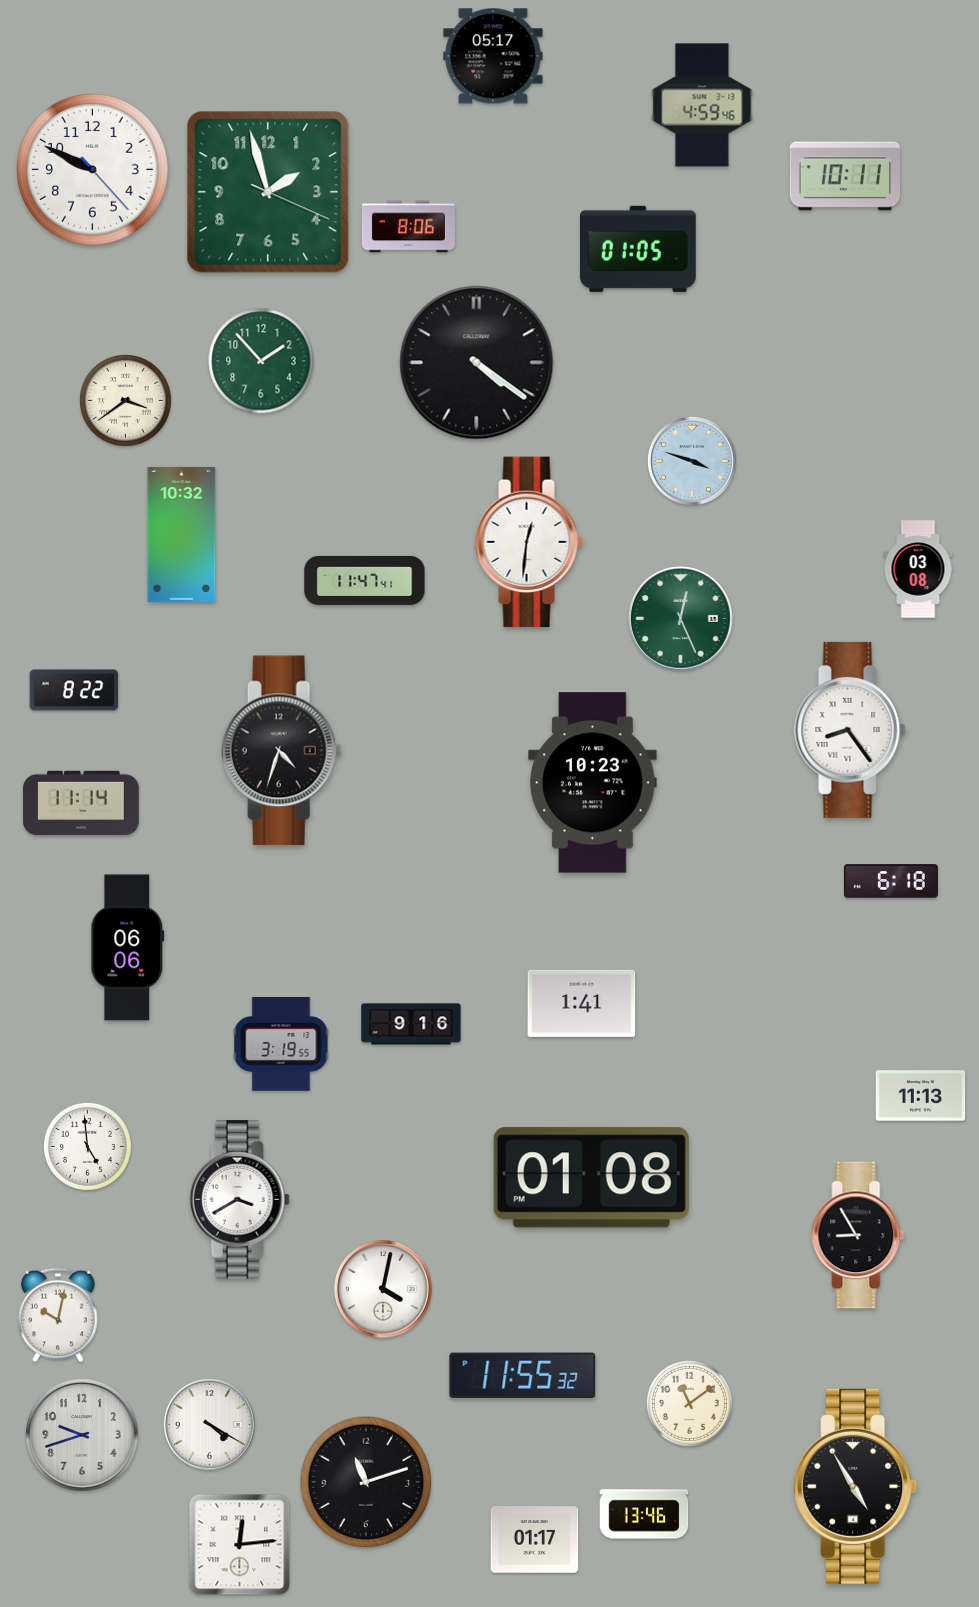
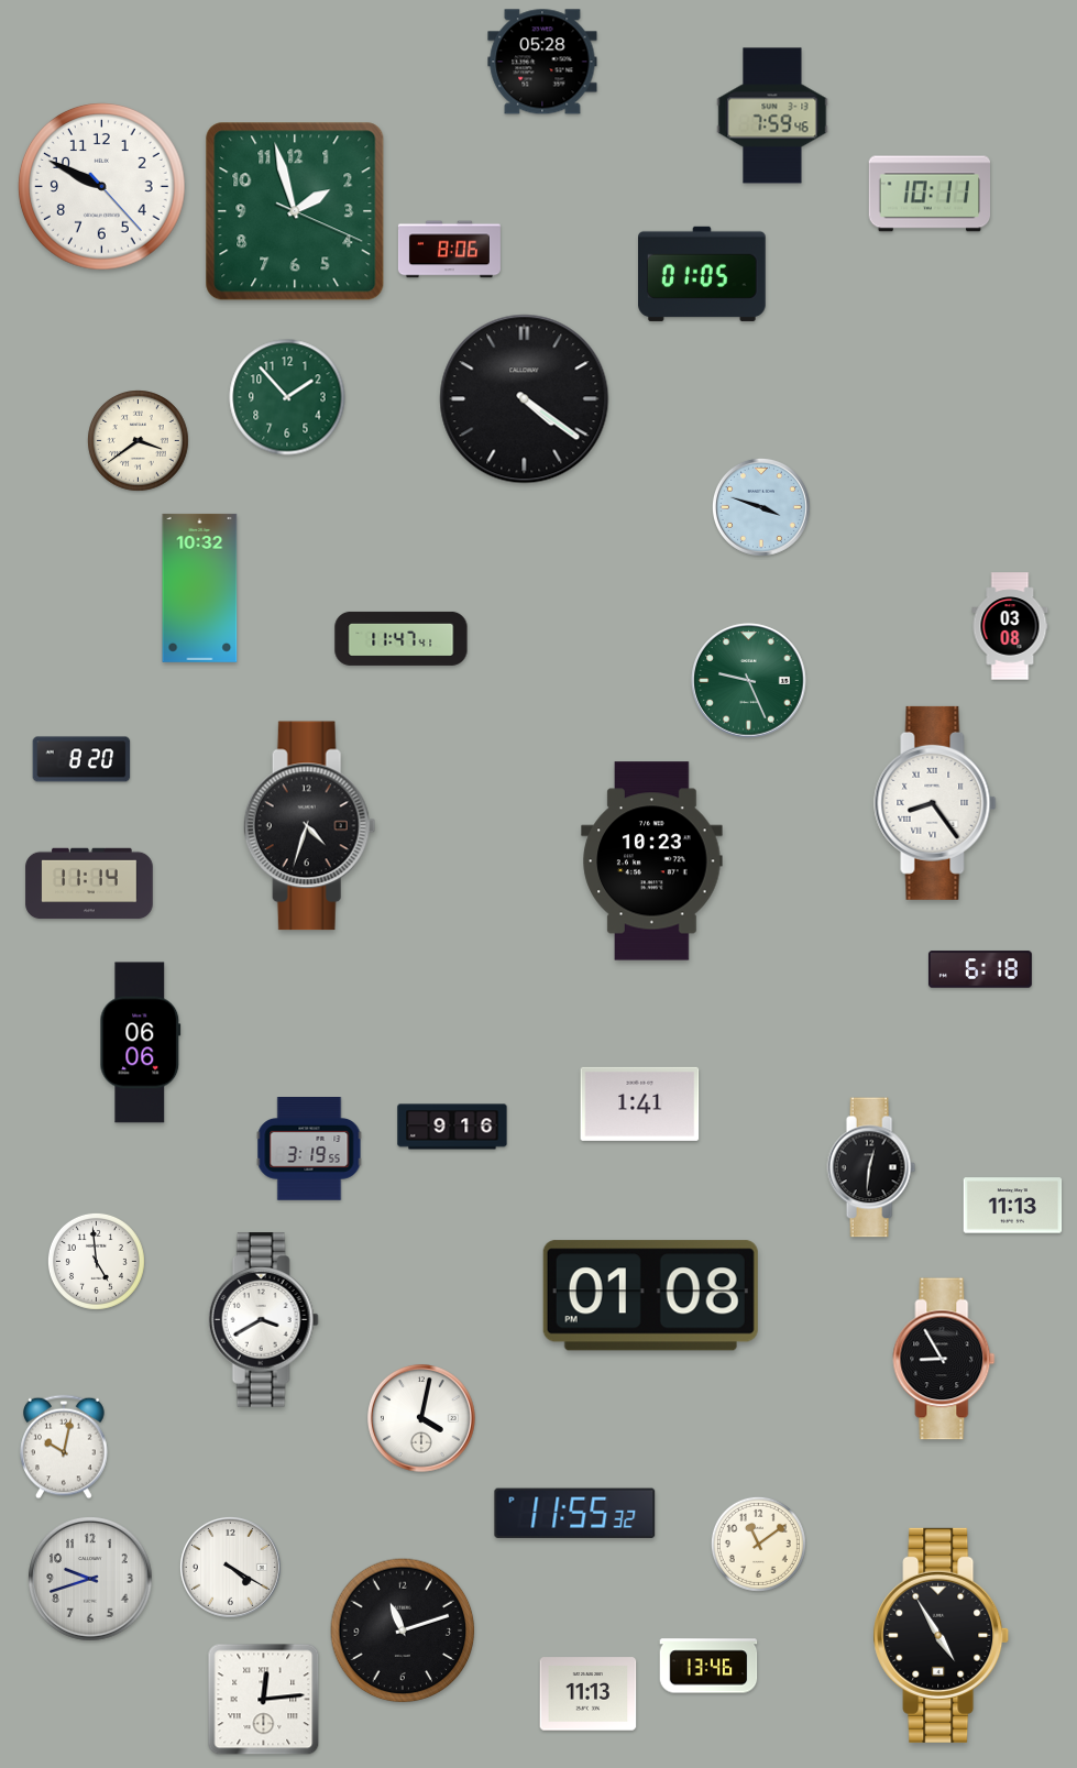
clock at (493, 56): 05:17 -> 05:28
clock at (702, 105): 4:59 -> 7:59
clock at (529, 542): 12:31 -> none
clock at (681, 619): 12:26 -> 9:26
clock at (74, 690): 8:22 -> 8:20
clock at (871, 1167): none -> 12:31
clock at (535, 1540): 01:17 -> 11:13
